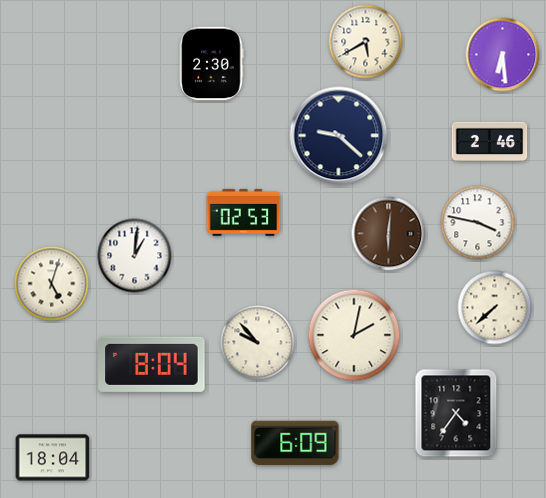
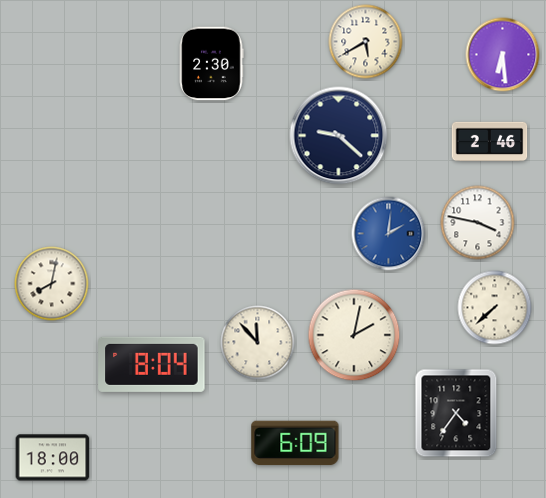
clock at (244, 212): 02:53 -> none
clock at (389, 234): 6:01 -> 2:01
clock at (389, 234) dial: brown -> blue
clock at (135, 256): 1:01 -> none
clock at (52, 284): 5:03 -> 8:02
clock at (258, 343): 9:53 -> 11:53
clock at (53, 458): 18:04 -> 18:00
